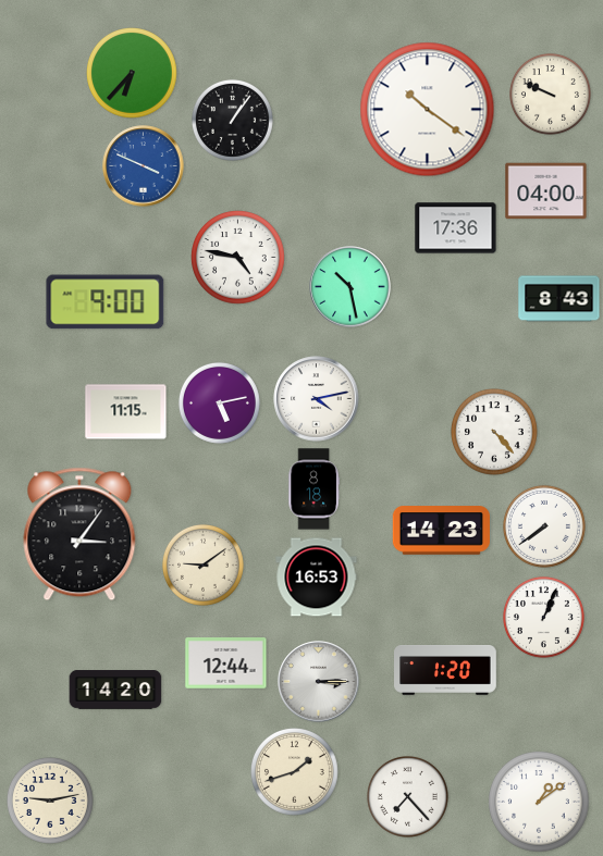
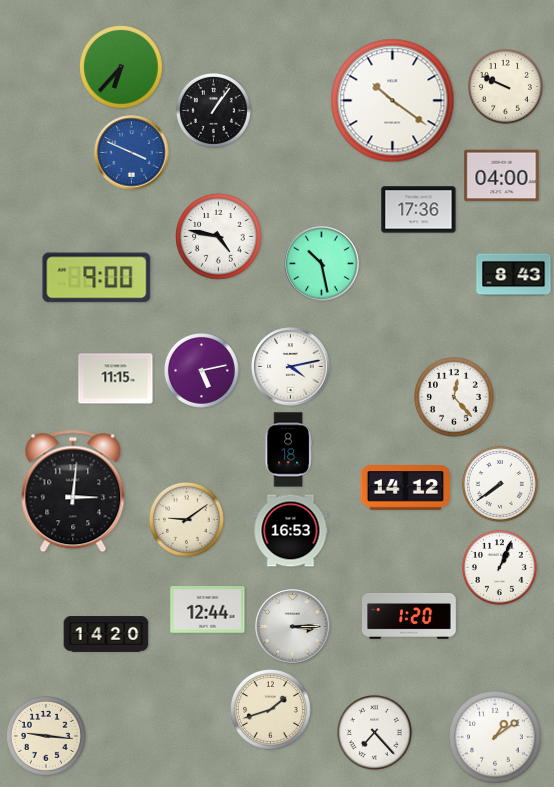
clock at (495, 433): 4:23 -> 12:23
clock at (441, 531): 14:23 -> 14:12
clock at (79, 534): 3:06 -> 3:01
clock at (51, 802): 9:13 -> 9:16
